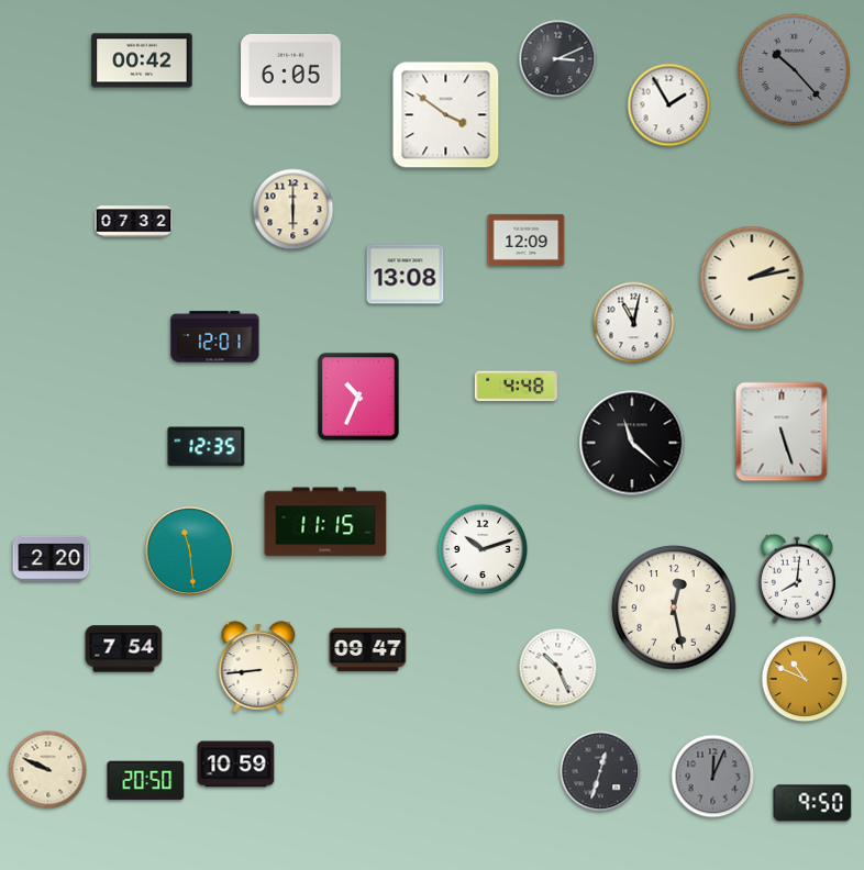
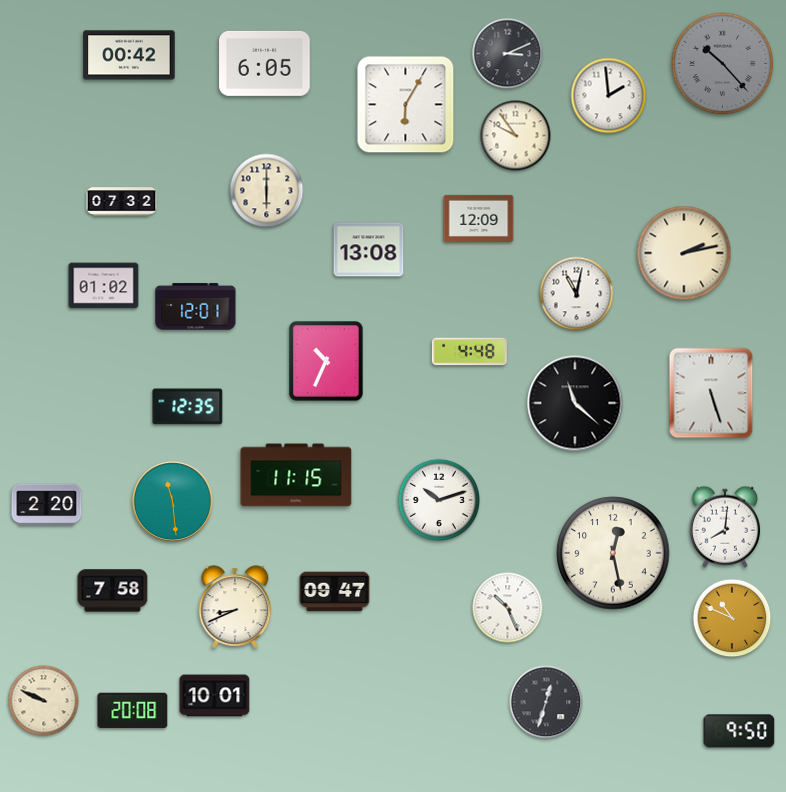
clock at (669, 105): 1:55 -> 1:59
clock at (446, 115): 3:51 -> 6:05
clock at (516, 136): none -> 9:54
clock at (104, 286): none -> 01:02
clock at (52, 559) position: (52, 559) -> (47, 505)
clock at (124, 649): 7:54 -> 7:58
clock at (258, 667): 8:44 -> 8:41
clock at (236, 765): 10:59 -> 10:01
clock at (713, 777): 12:04 -> none
clock at (146, 781): 20:50 -> 20:08
